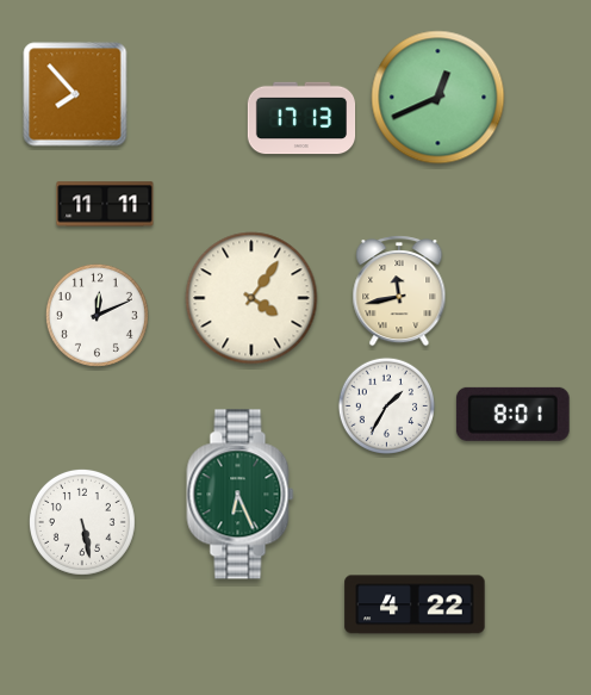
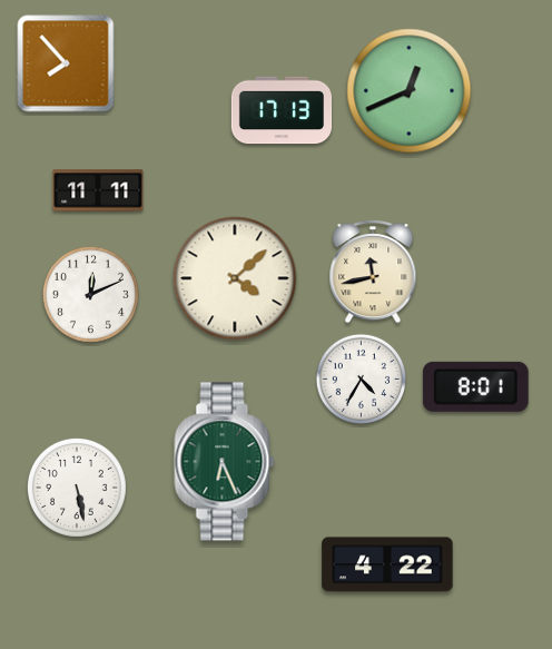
clock at (75, 94) position: (75, 94) -> (66, 63)
clock at (251, 298): 4:06 -> 4:08
clock at (386, 405): 1:35 -> 4:35
clock at (512, 414) position: (512, 414) -> (475, 386)
